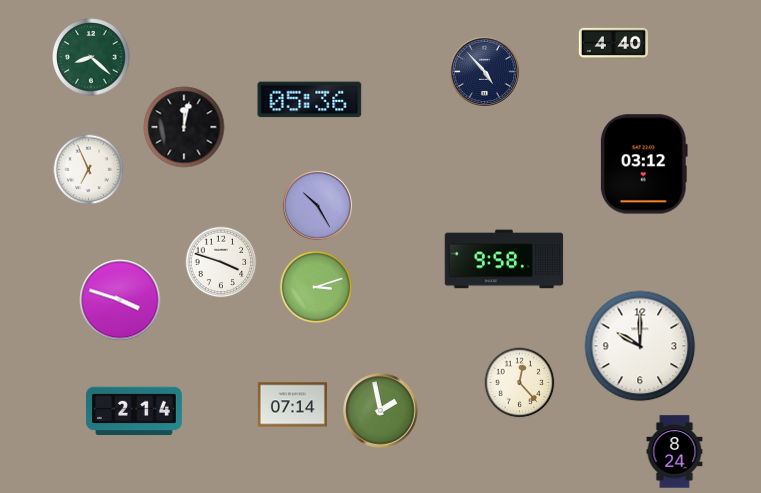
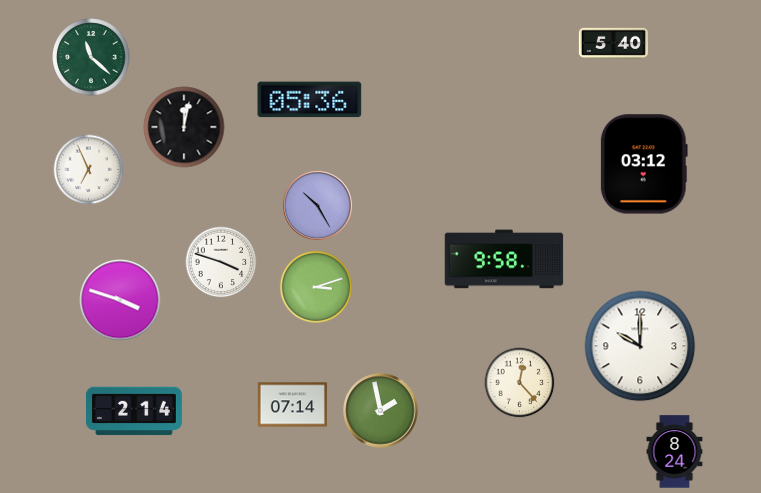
clock at (613, 43): 4:40 -> 5:40
clock at (91, 57): 8:22 -> 11:22
clock at (484, 71): 4:53 -> none
